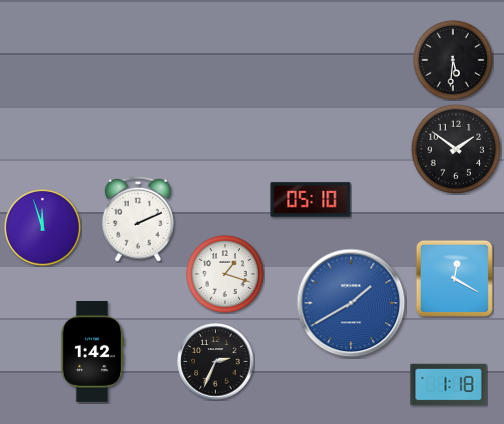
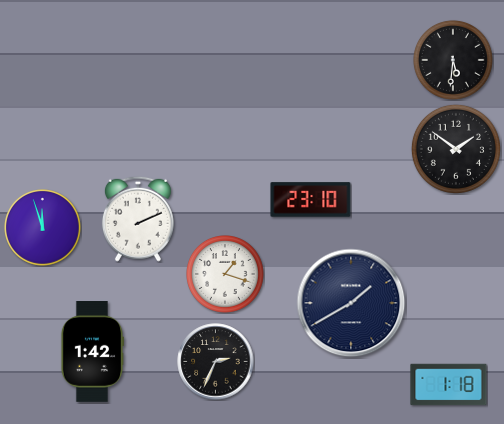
clock at (311, 200): 05:10 -> 23:10
clock at (454, 278): 12:20 -> none
clock at (351, 303) dial: blue -> navy
